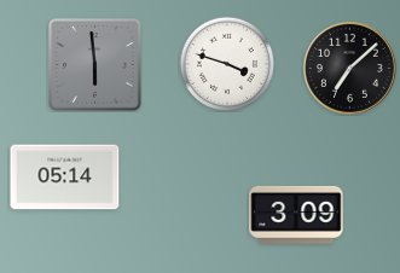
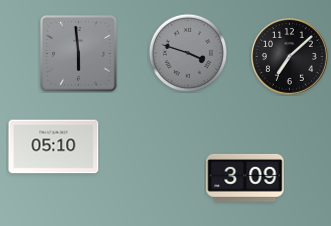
clock at (226, 63) dial: white -> grey
clock at (65, 178): 05:14 -> 05:10
